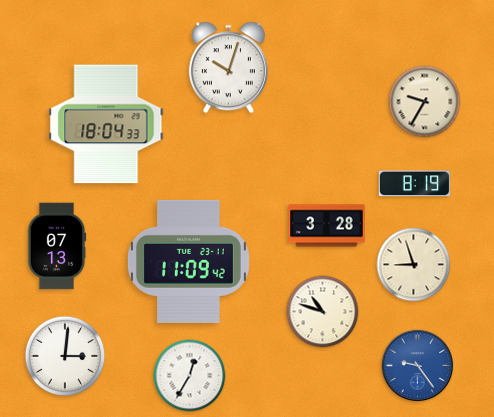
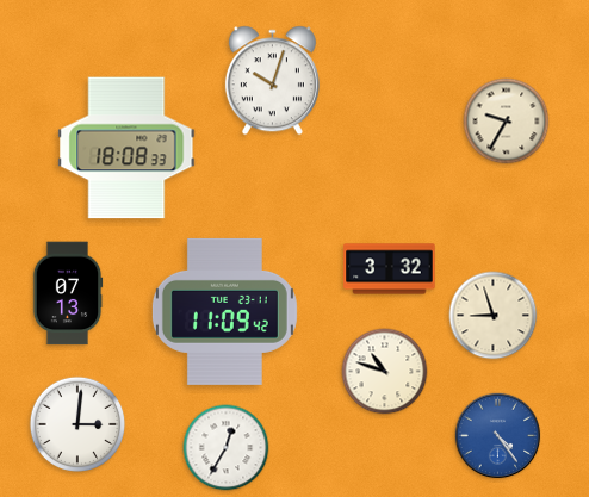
clock at (106, 124): 18:04 -> 18:08
clock at (415, 184): 8:19 -> none
clock at (327, 226): 3:28 -> 3:32
clock at (418, 366): 9:24 -> 4:24
